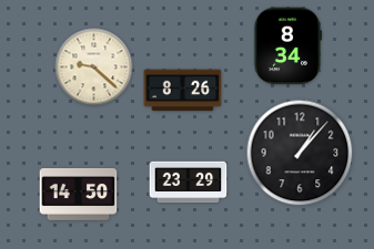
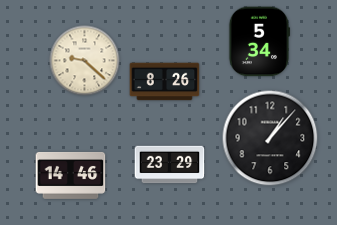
clock at (287, 46): 8:34 -> 5:34
clock at (79, 194): 14:50 -> 14:46
